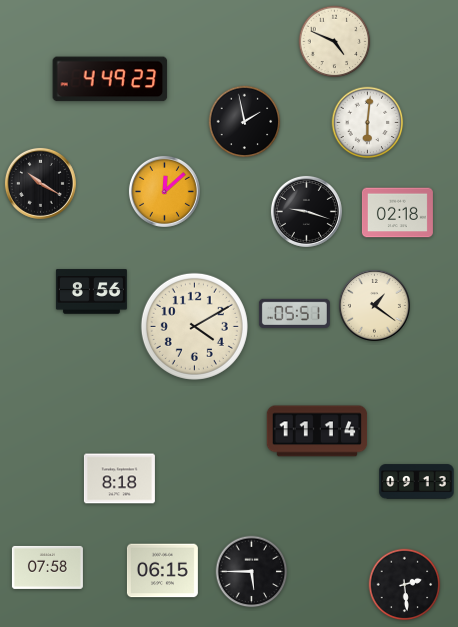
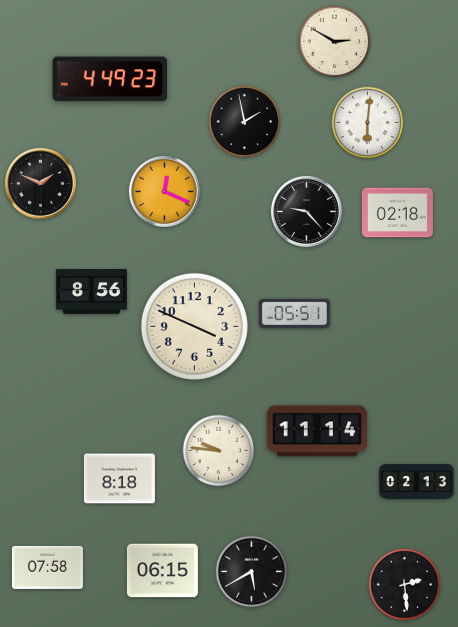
clock at (335, 42): 4:49 -> 2:50
clock at (40, 183): 10:20 -> 1:49
clock at (164, 191): 12:08 -> 12:19
clock at (306, 211): 9:18 -> 9:23
clock at (374, 305): 1:21 -> none
clock at (194, 326): 4:10 -> 3:49
clock at (219, 451): none -> 9:46
clock at (417, 482): 09:13 -> 02:13
clock at (252, 572): 5:45 -> 5:40
